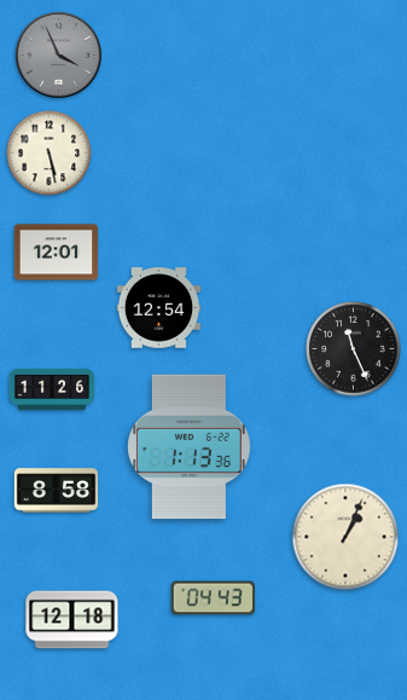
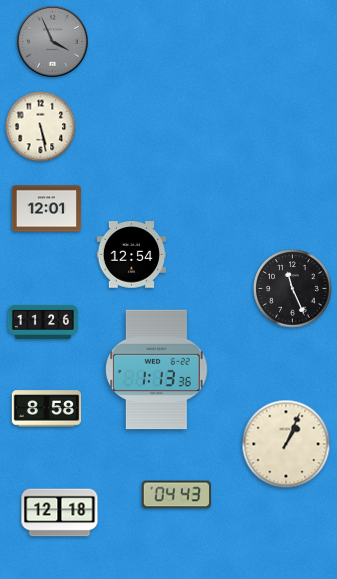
clock at (58, 54) position: (58, 54) -> (52, 41)
clock at (57, 491) position: (57, 491) -> (47, 409)
